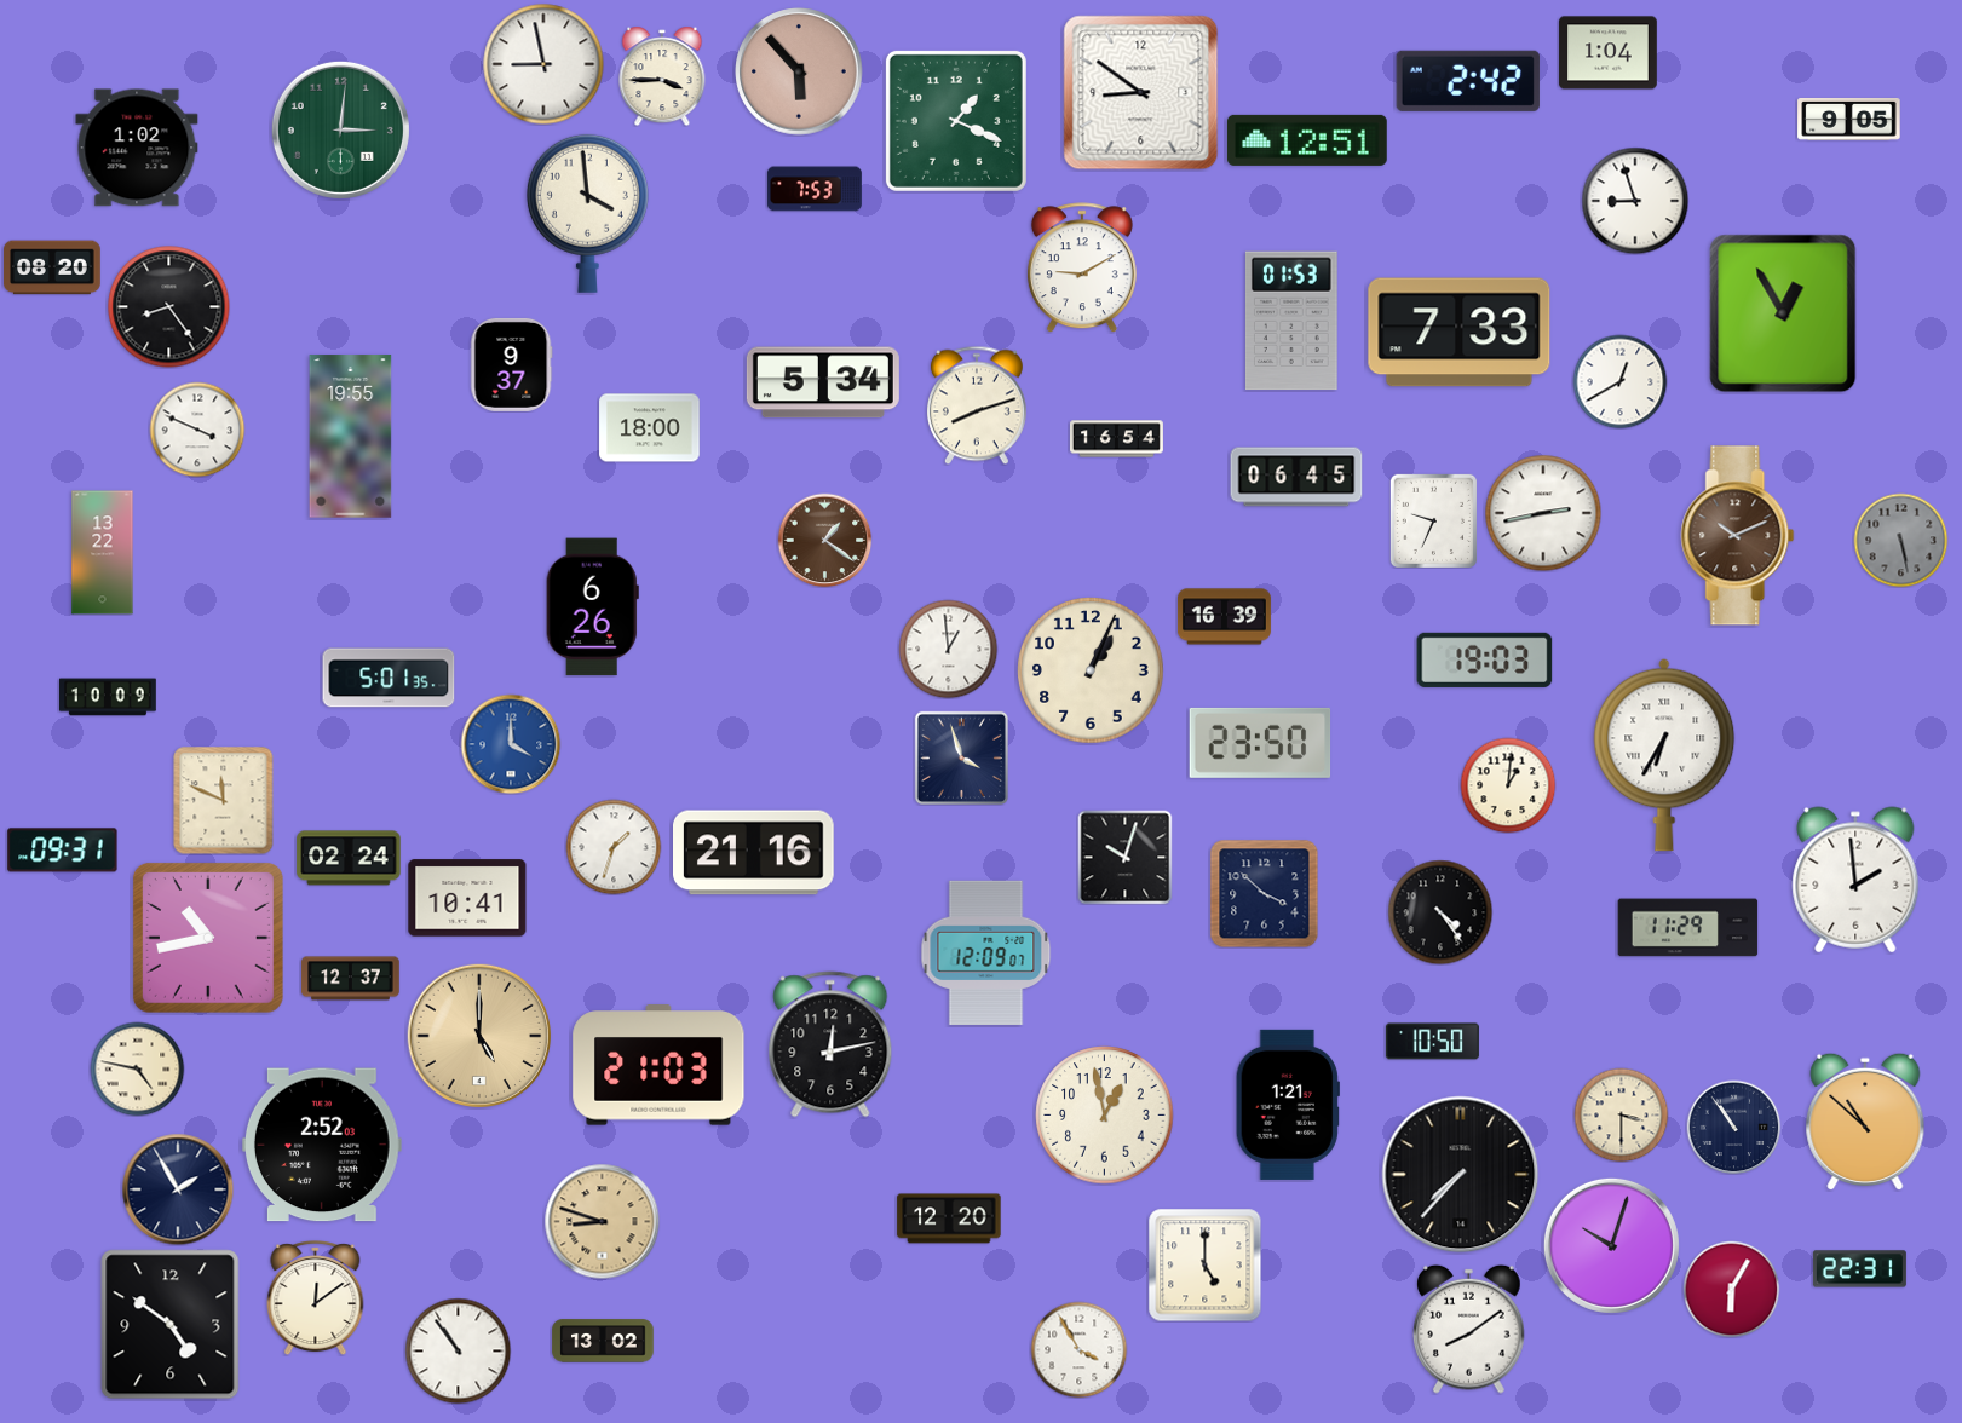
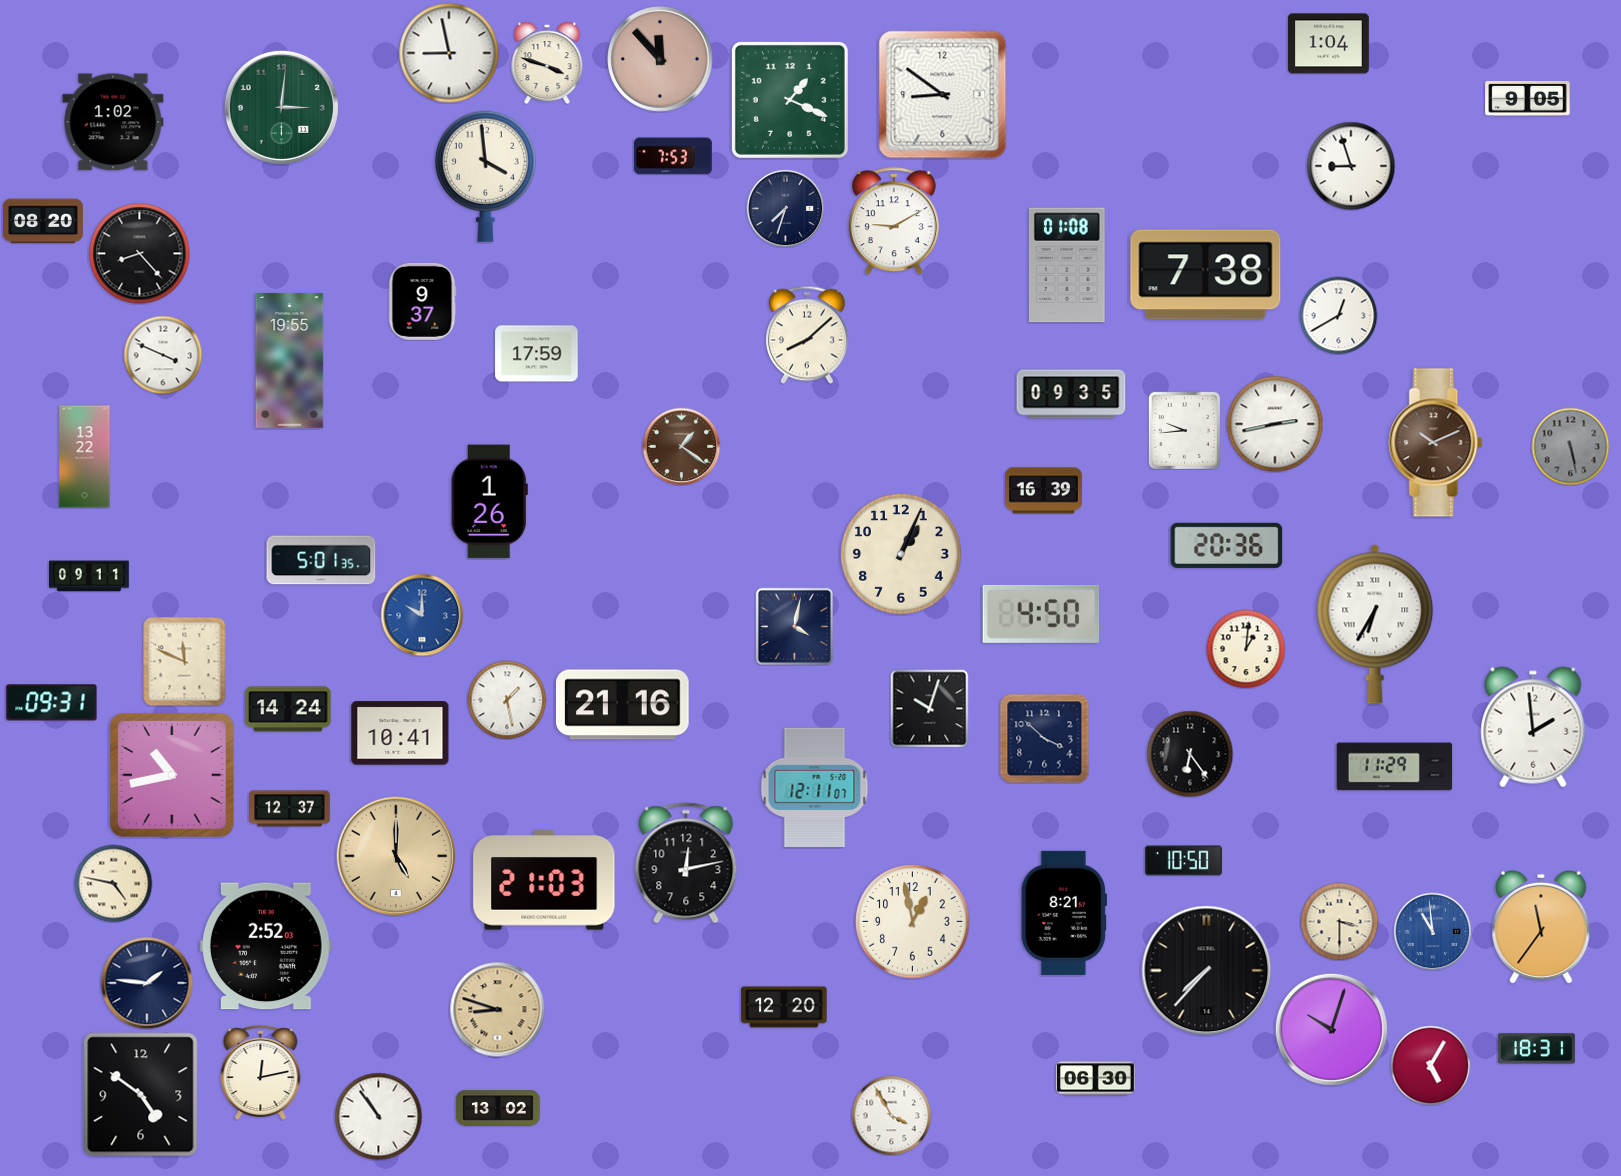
clock at (799, 71): 5:53 -> 11:53
clock at (662, 76): 3:45 -> 3:48
clock at (1468, 81): 2:42 -> none
clock at (1141, 93) position: (1141, 93) -> (943, 95)
clock at (1308, 140): 12:51 -> none
clock at (785, 208): none -> 7:33
clock at (169, 307): 8:24 -> 8:23
clock at (1783, 313): 12:55 -> none
clock at (1291, 321): 01:53 -> 01:08
clock at (1460, 333): 7:33 -> 7:38
clock at (823, 382): 5:34 -> none
clock at (977, 405): 8:12 -> 8:08
clock at (650, 428): 18:00 -> 17:59
clock at (1116, 439): 16:54 -> none
clock at (1296, 477): 06:45 -> 09:35
clock at (1433, 520): 9:34 -> 9:44
clock at (592, 607): 6:26 -> 1:26
clock at (1224, 617) position: (1224, 617) -> (1043, 491)
clock at (948, 649): 12:59 -> none
clock at (1485, 659): 19:03 -> 20:36
clock at (109, 697): 10:09 -> 09:11
clock at (1260, 743): 23:50 -> 4:50
clock at (511, 744): 4:00 -> 10:00
clock at (961, 757): 3:57 -> 4:02
clock at (614, 847): 1:33 -> 1:28
clock at (349, 858): 02:24 -> 14:24
clock at (467, 898) position: (467, 898) -> (400, 733)
clock at (1440, 912): 4:24 -> 6:24
clock at (986, 952): 12:09 -> 12:11
clock at (1288, 1105): 1:21 -> 8:21
clock at (1865, 1122): 10:52 -> 11:36
clock at (1733, 1127): 10:54 -> 10:59
clock at (1733, 1127) dial: navy -> blue
clock at (178, 1189): 1:55 -> 1:46
clock at (1206, 1266): 5:00 -> none
clock at (1859, 1269): 22:31 -> 18:31
clock at (1731, 1289): 6:05 -> 5:05
clock at (316, 1298): 12:09 -> 12:13
clock at (1096, 1079): none -> 06:30
clock at (1469, 1329): 8:09 -> none
